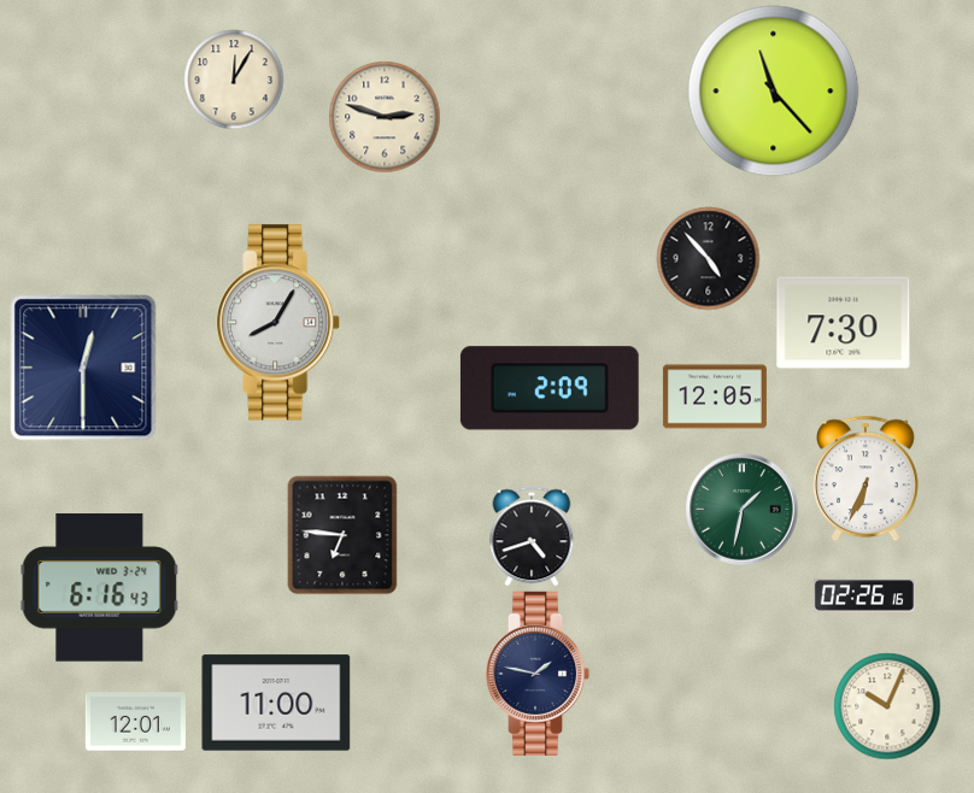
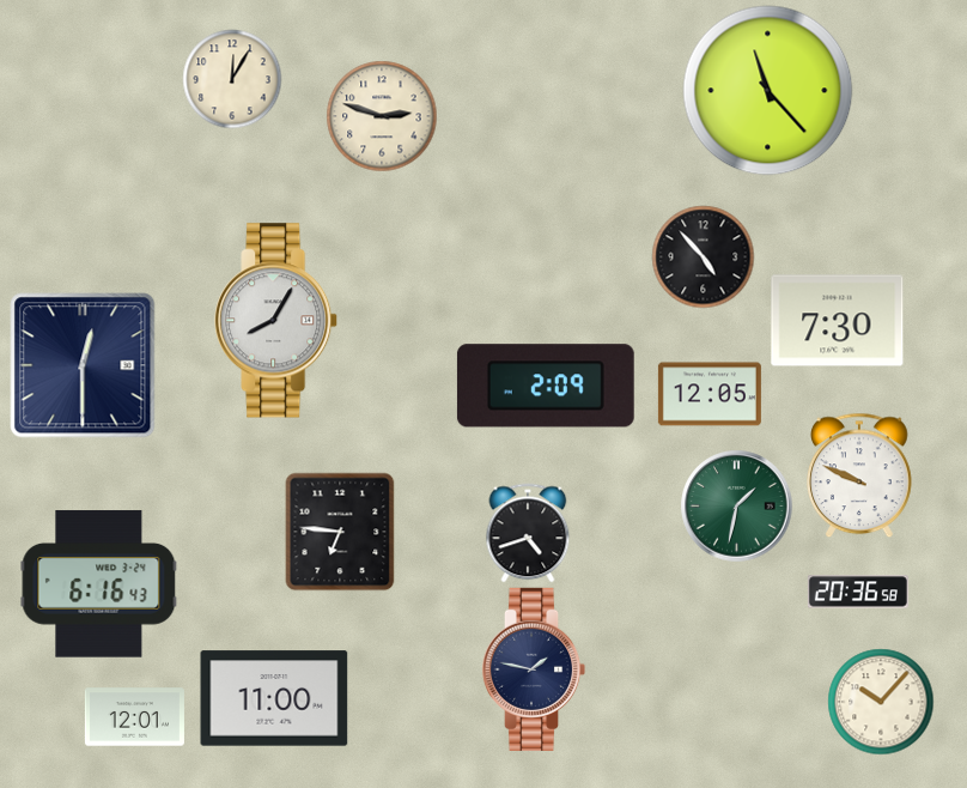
clock at (867, 478): 6:34 -> 9:49
clock at (864, 595): 02:26 -> 20:36
clock at (887, 706): 10:04 -> 10:07
